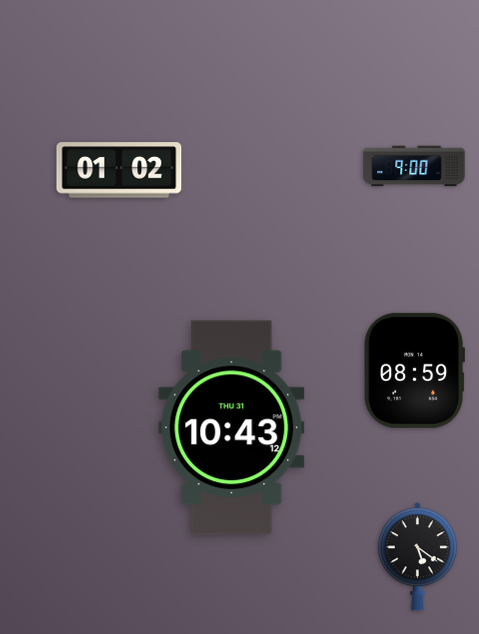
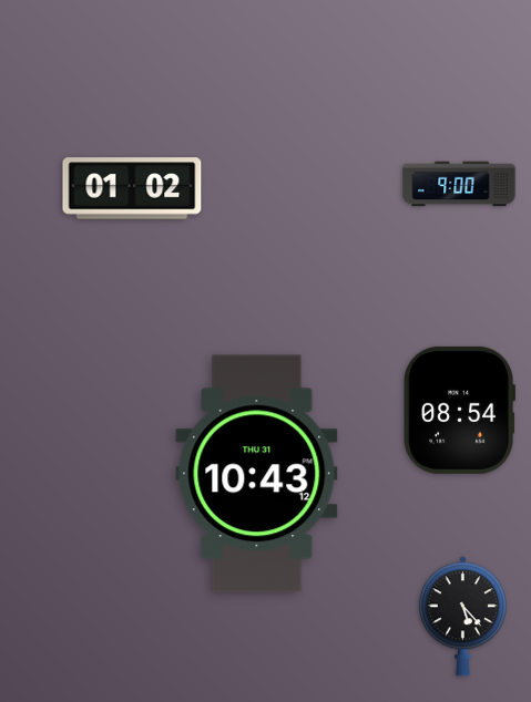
clock at (414, 370): 08:59 -> 08:54
clock at (417, 557): 5:21 -> 5:23
